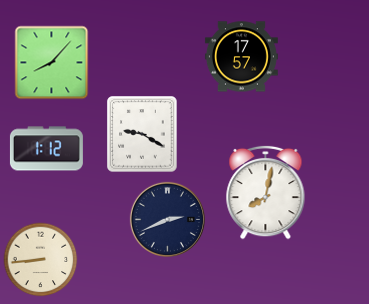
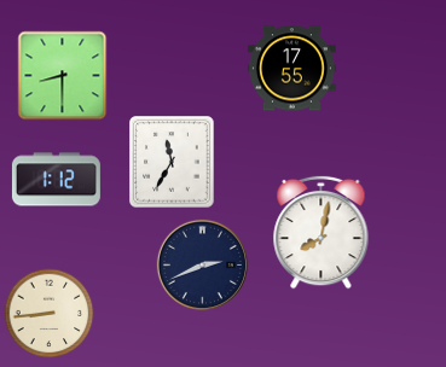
clock at (241, 57): 17:57 -> 17:55
clock at (52, 63): 8:07 -> 8:30
clock at (142, 134): 9:20 -> 11:35
